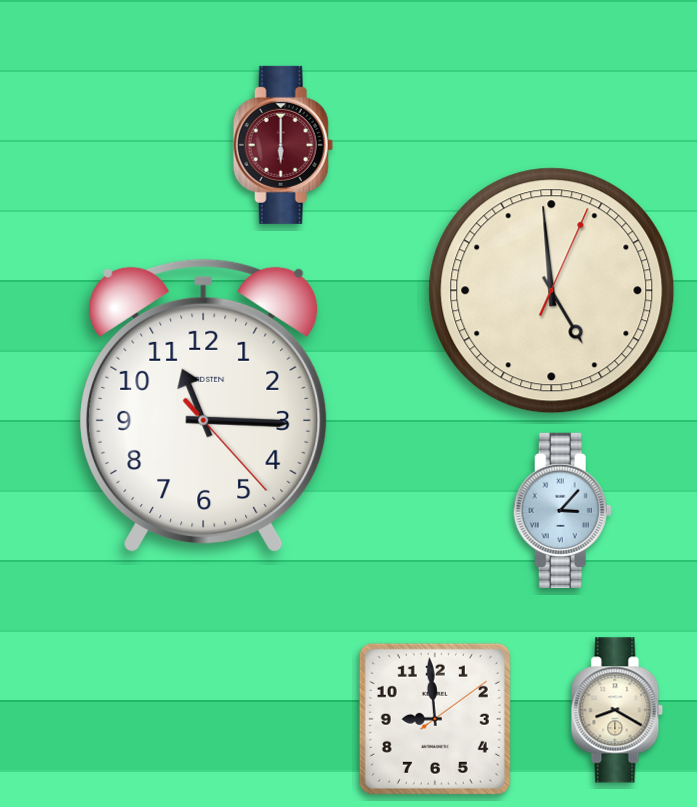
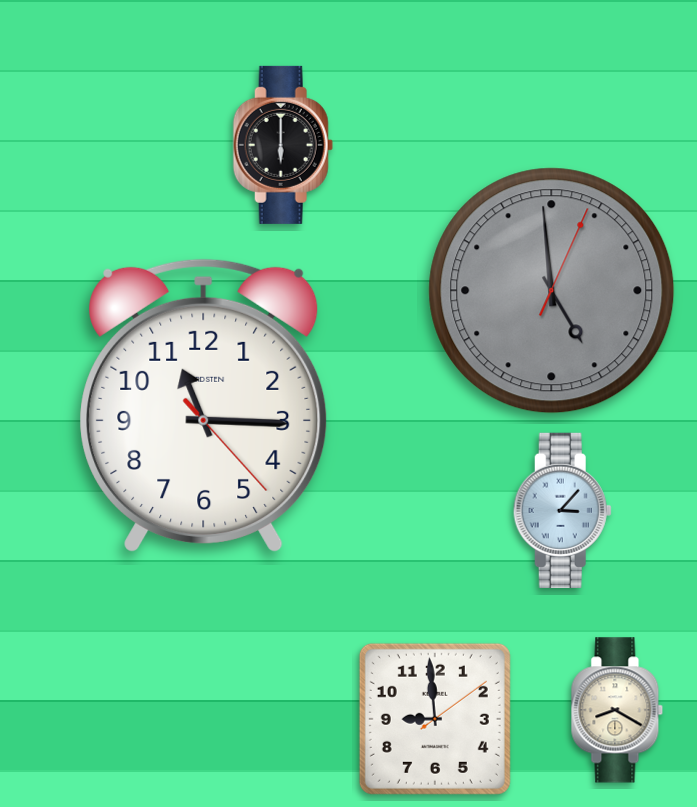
clock at (283, 145) dial: burgundy -> black
clock at (552, 291) dial: cream -> grey
